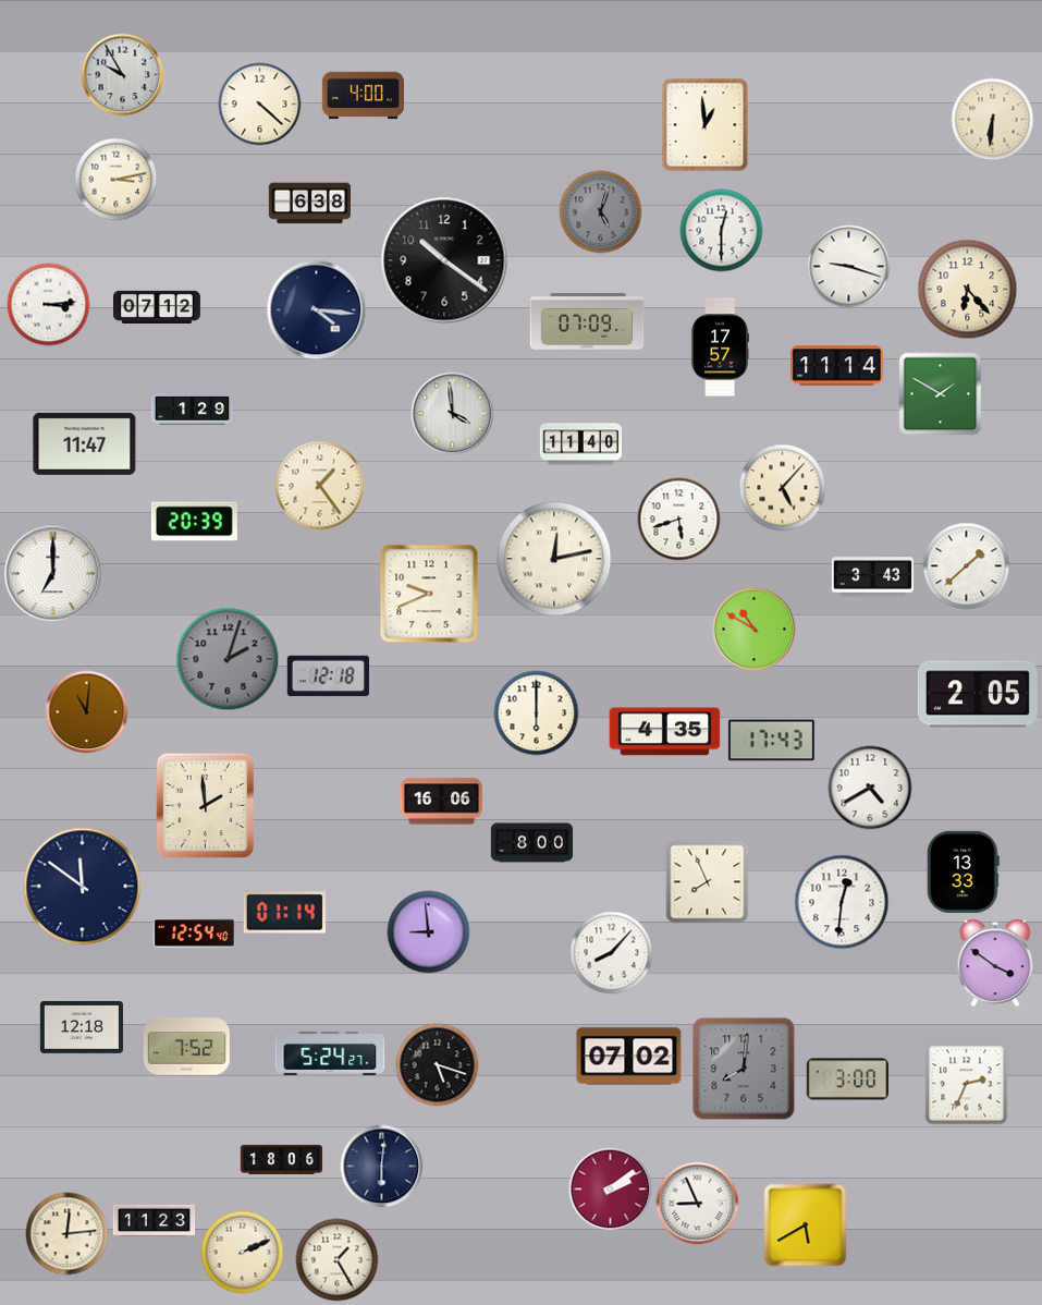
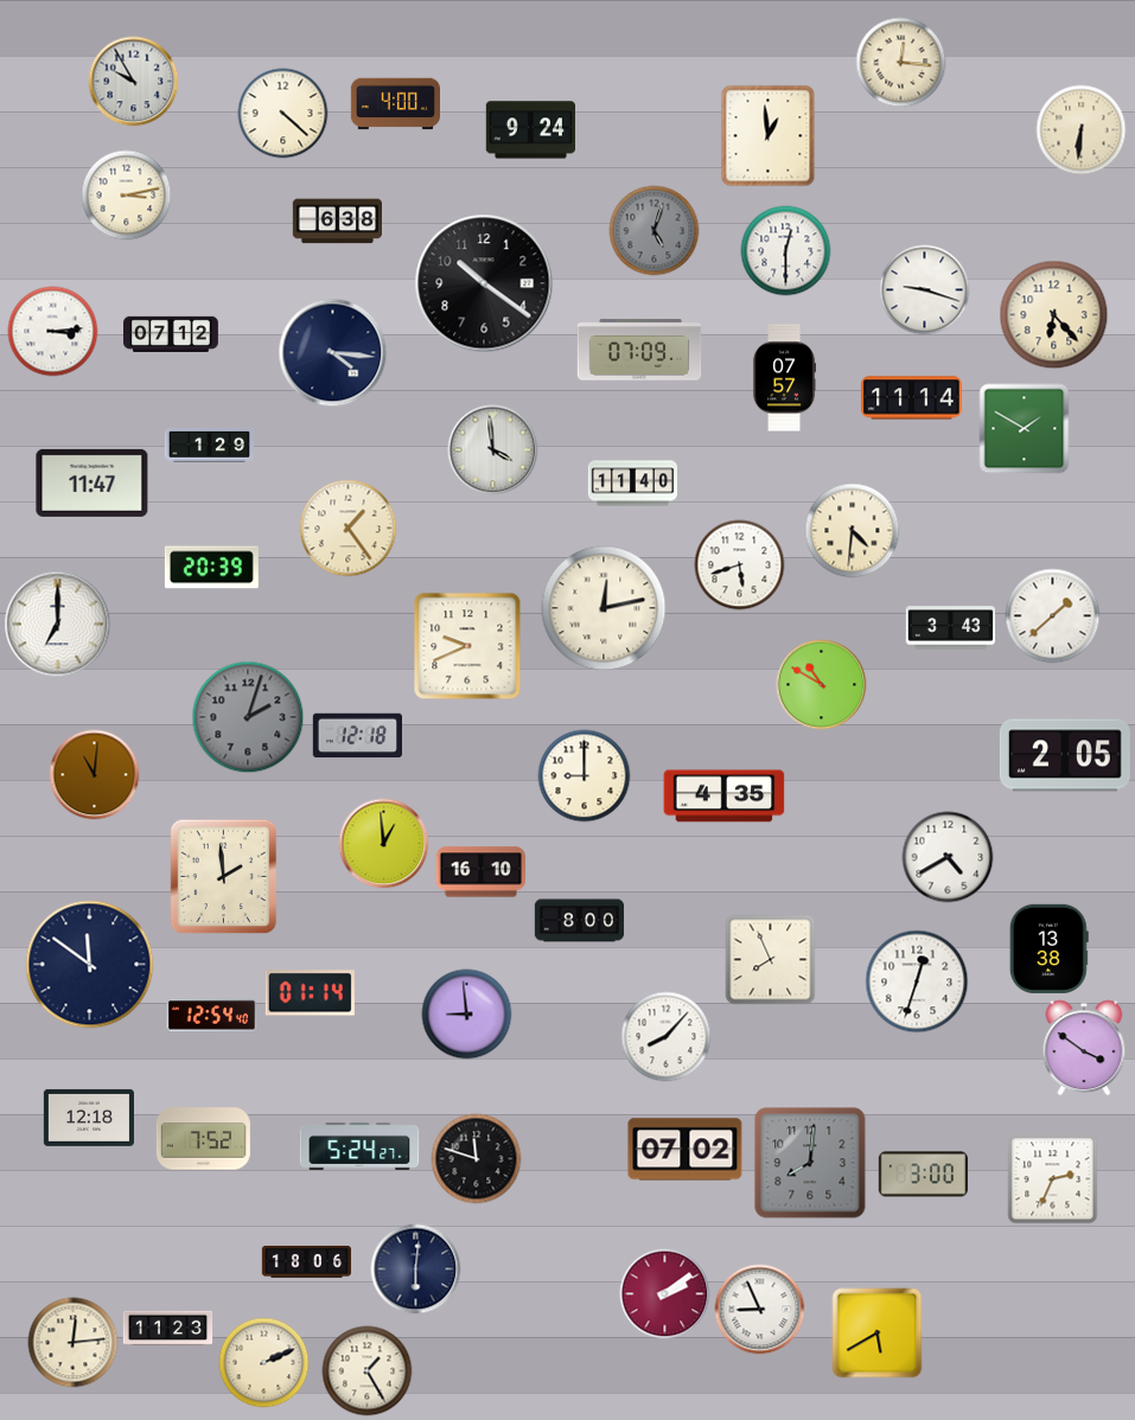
clock at (901, 63): none -> 12:16
clock at (530, 130): none -> 9:24
clock at (317, 310) position: (317, 310) -> (333, 353)
clock at (721, 347): 17:57 -> 07:57
clock at (783, 488): 5:07 -> 4:31
clock at (537, 714): 6:00 -> 9:00
clock at (771, 741): 17:43 -> none
clock at (384, 844): none -> 12:59
clock at (441, 802): 16:06 -> 16:10
clock at (532, 843) position: (532, 843) -> (580, 921)
clock at (963, 871): 13:33 -> 13:38
clock at (842, 902): 12:31 -> 12:33
clock at (438, 1065): 5:18 -> 11:48
